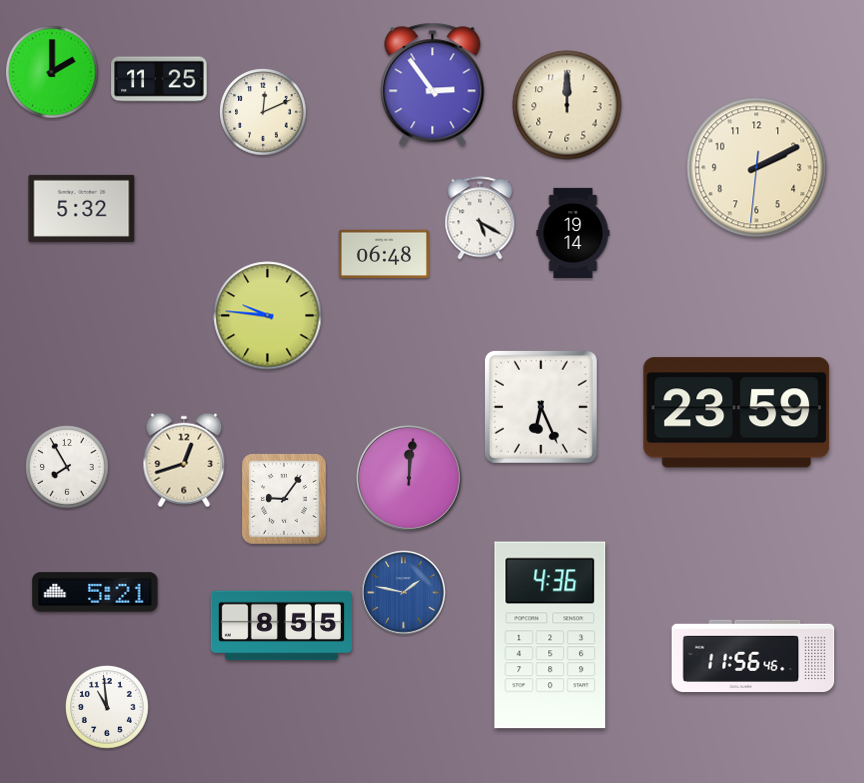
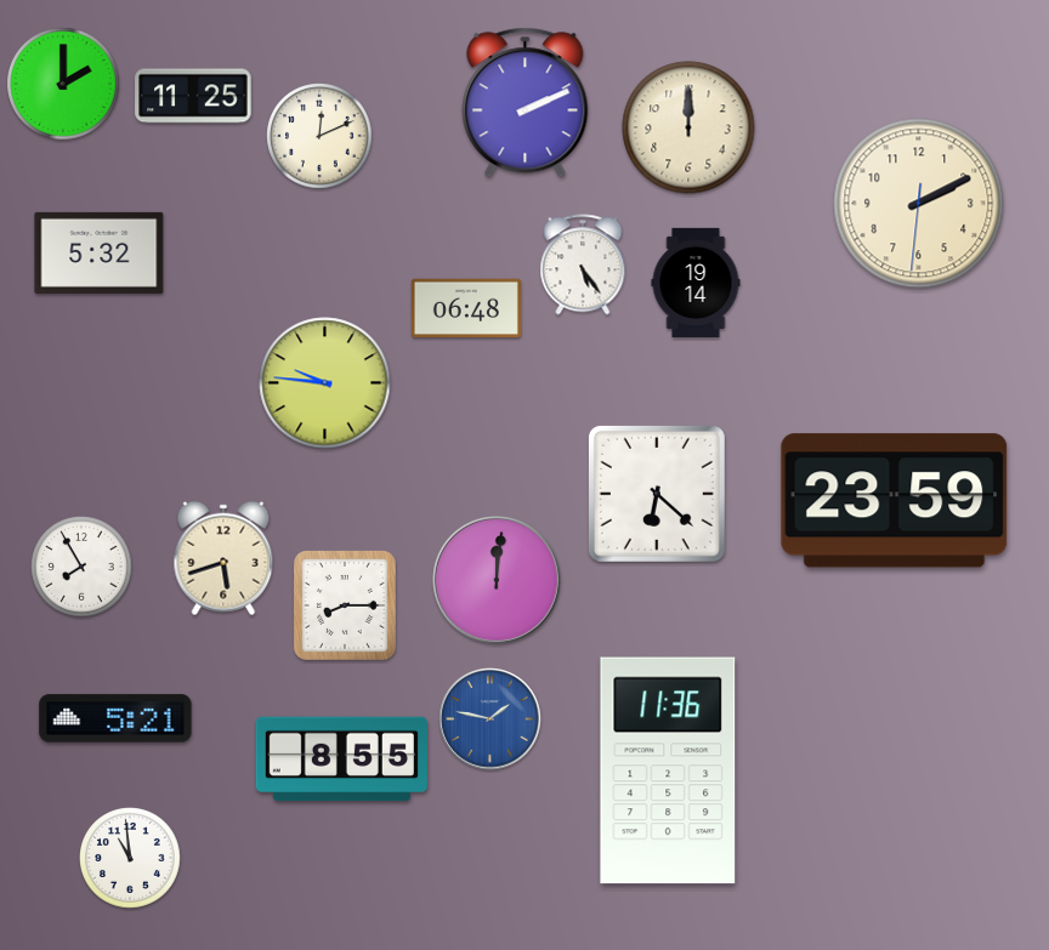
clock at (52, 72) position: (52, 72) -> (63, 84)
clock at (433, 85): 2:54 -> 2:11
clock at (480, 218): 5:20 -> 5:24
clock at (541, 407): 6:26 -> 6:22
clock at (184, 460): 12:42 -> 5:42
clock at (284, 499): 9:06 -> 8:15
clock at (550, 635): 4:36 -> 11:36
clock at (753, 656): 11:56 -> none
